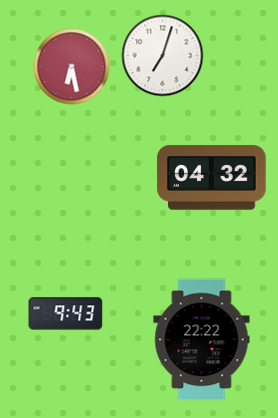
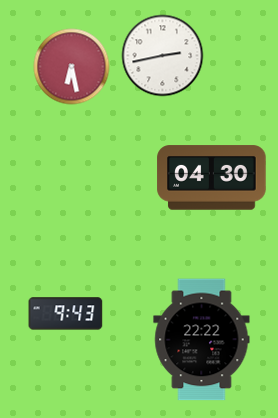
clock at (163, 56): 7:03 -> 2:43
clock at (212, 178): 04:32 -> 04:30
